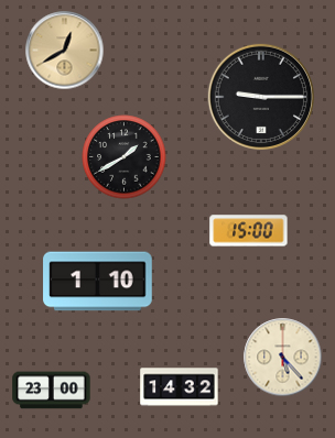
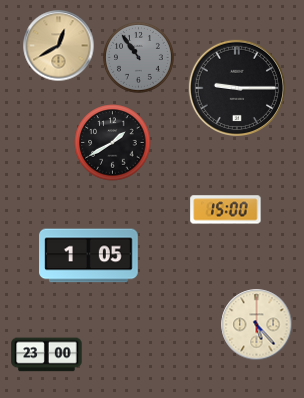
clock at (138, 57): none -> 10:54
clock at (98, 282): 1:10 -> 1:05
clock at (180, 387): 14:32 -> none
